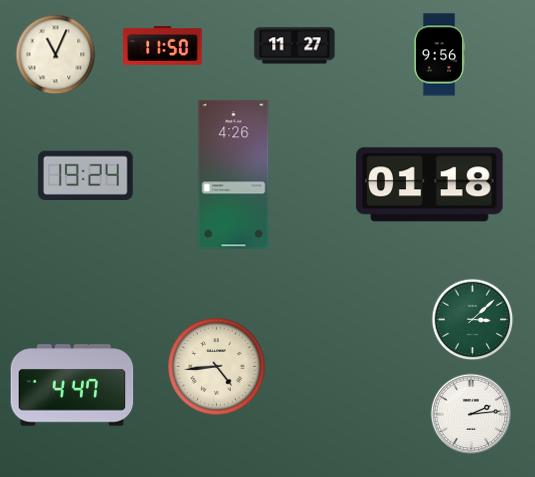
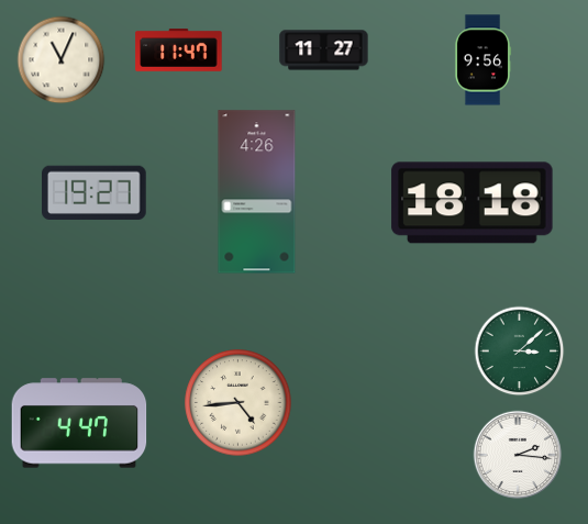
clock at (163, 46): 11:50 -> 11:47
clock at (86, 175): 19:24 -> 19:27
clock at (430, 185): 01:18 -> 18:18
clock at (471, 414): 2:14 -> 2:16
